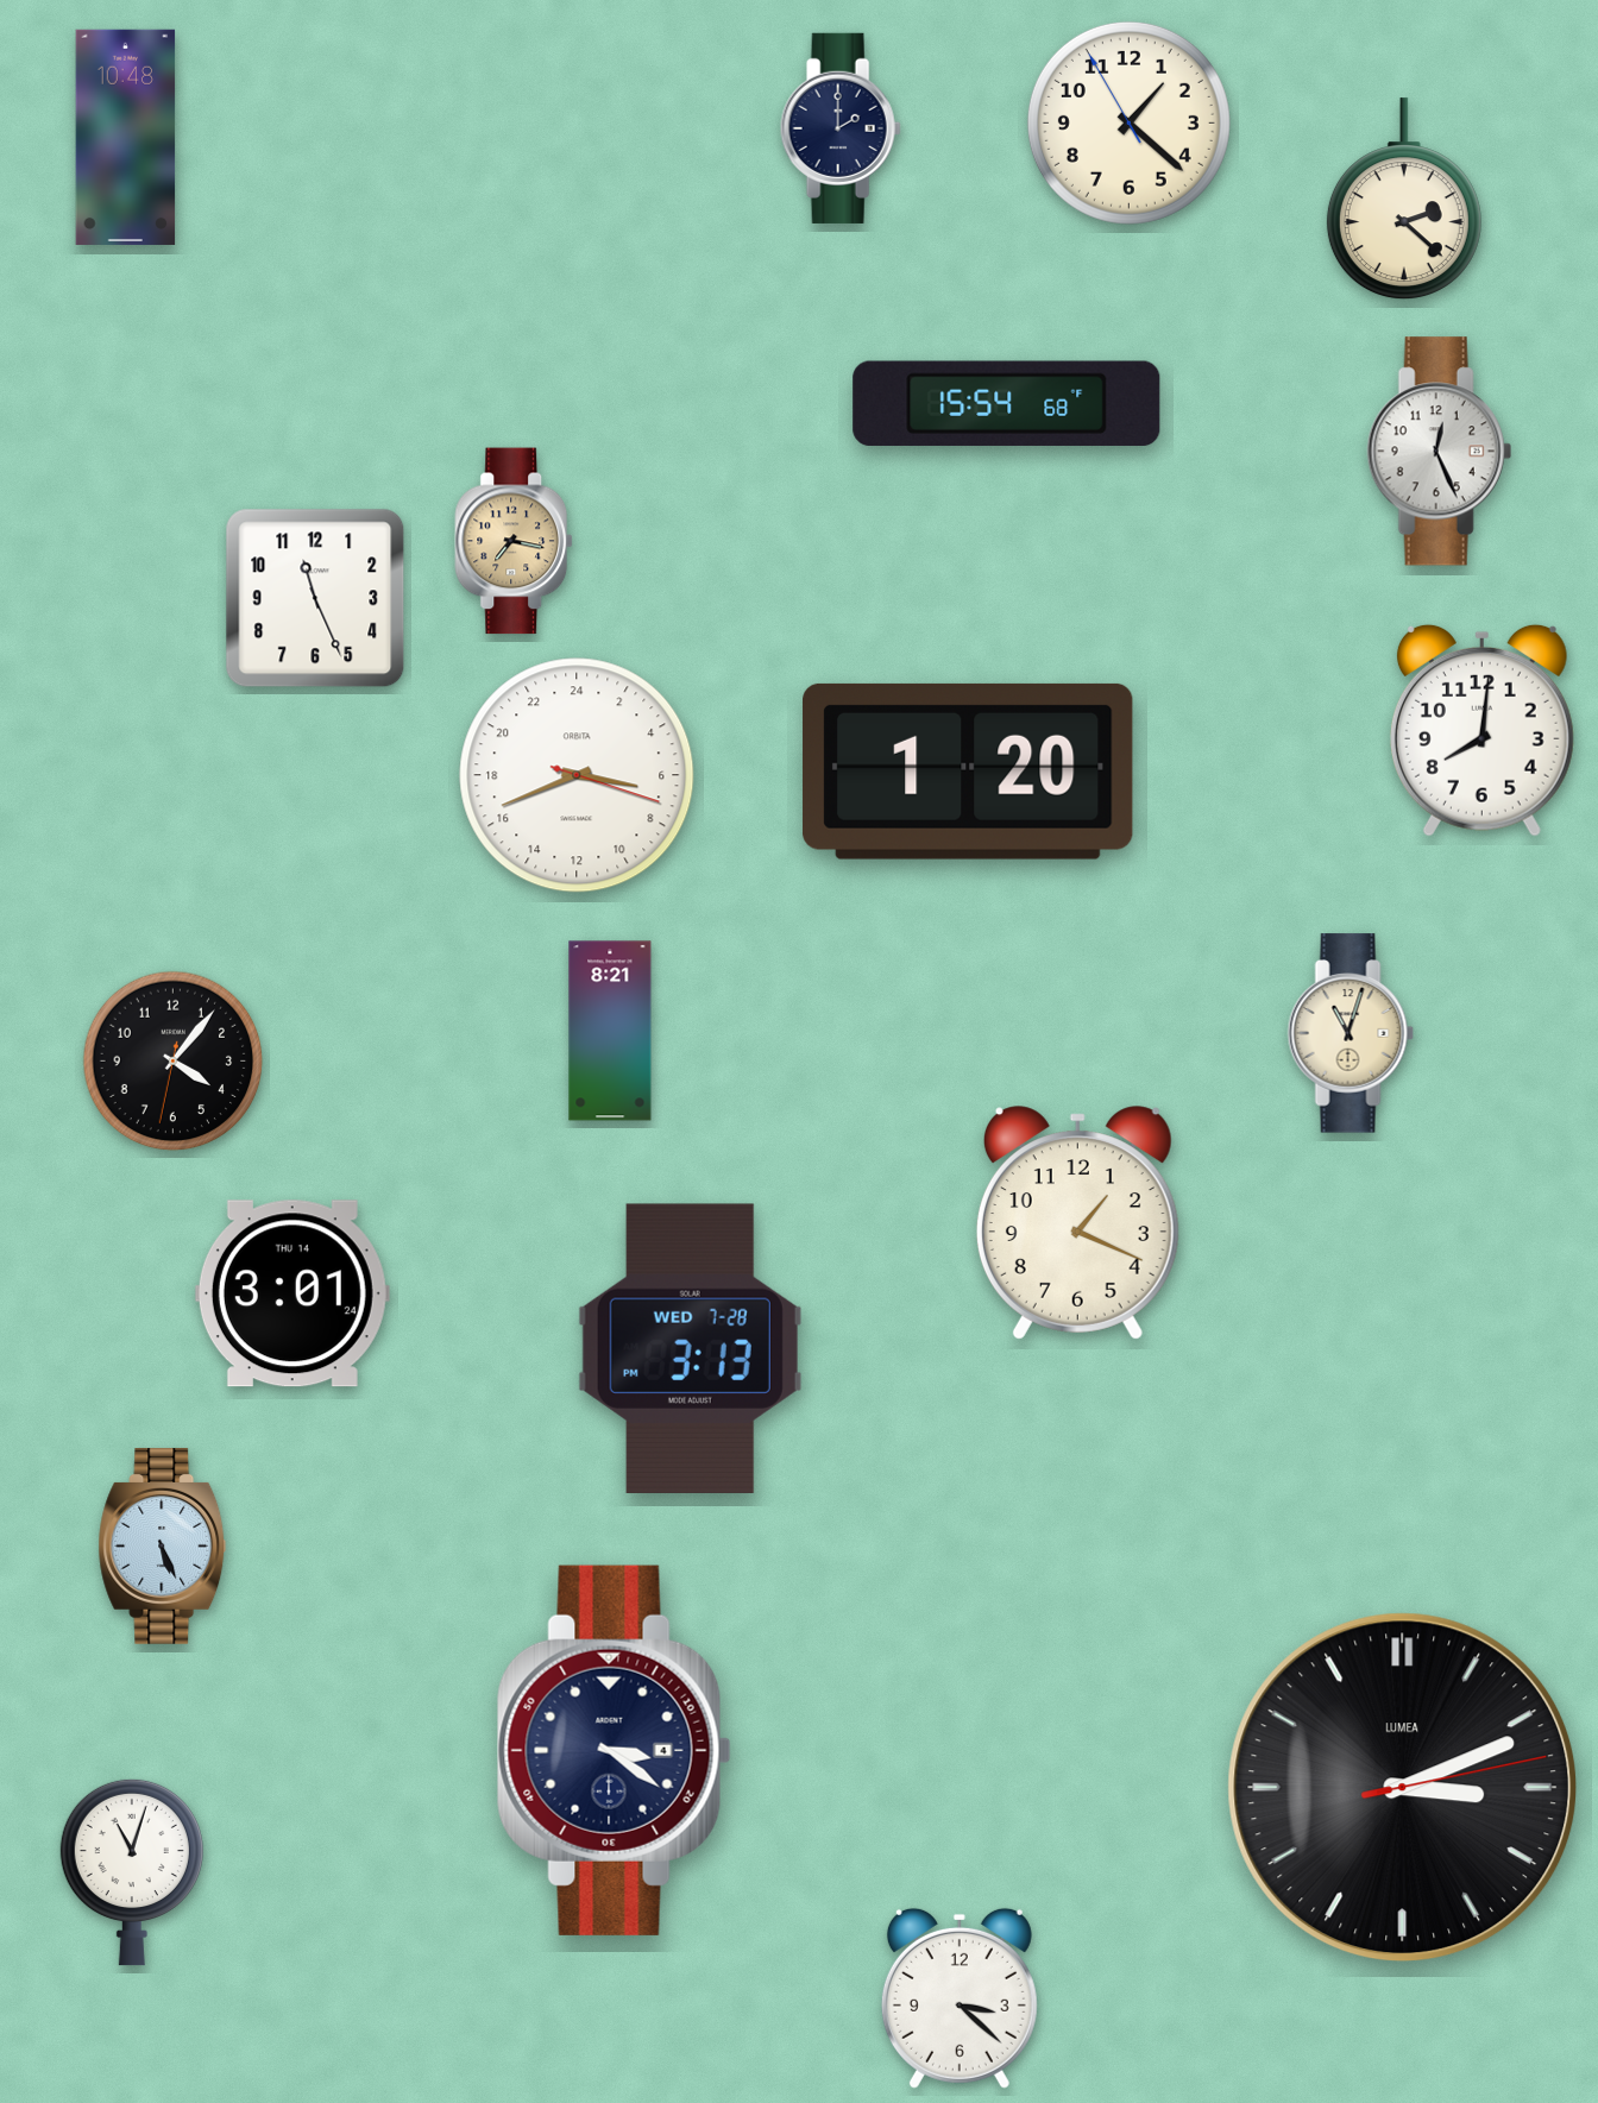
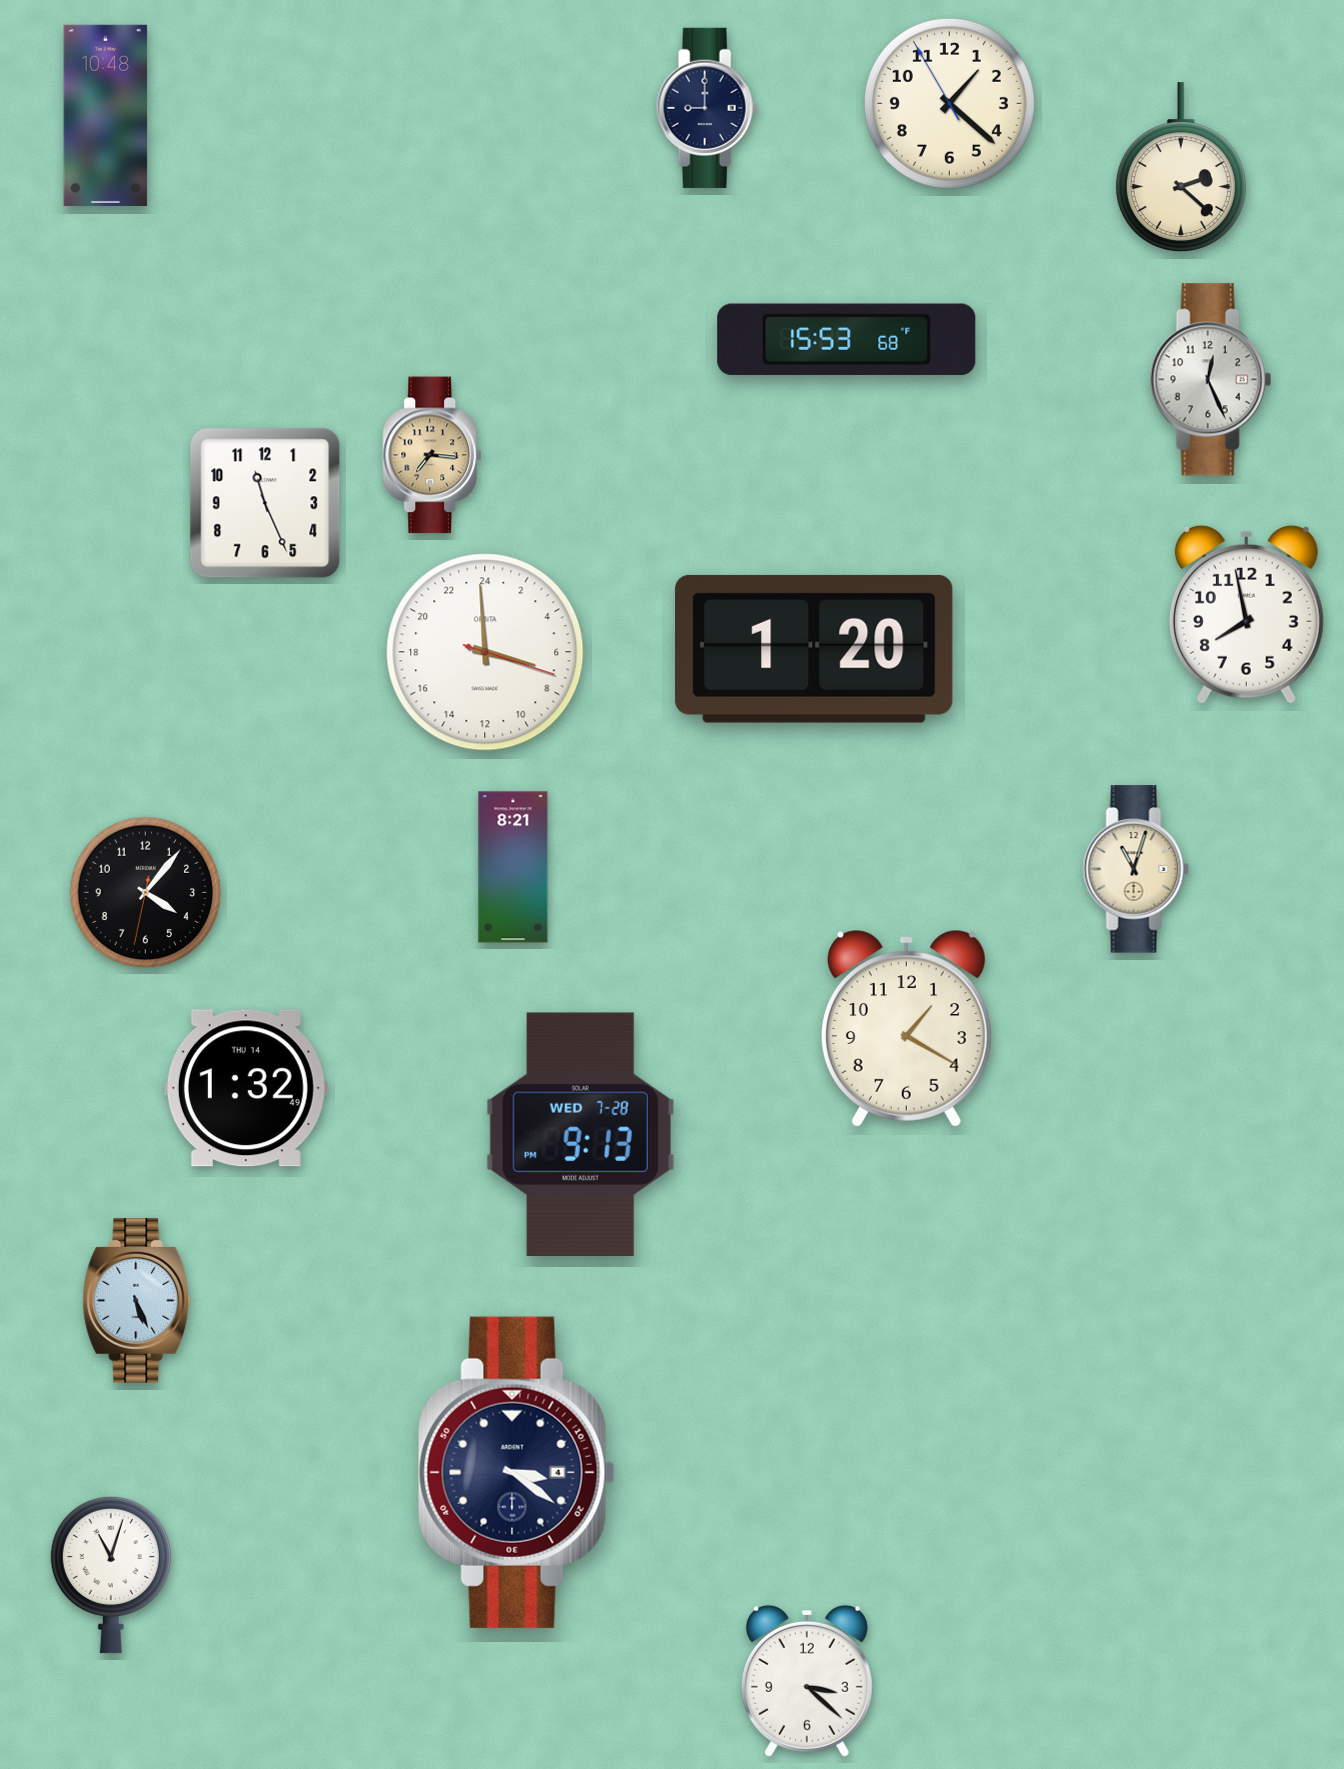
clock at (841, 128): 2:00 -> 9:00
clock at (1007, 403): 15:54 -> 15:53
clock at (515, 541): 7:17 -> 7:16
clock at (1481, 730): 8:01 -> 7:58
clock at (577, 775): 6:41 -> 6:59
clock at (1077, 1223): 1:19 -> 1:20
clock at (292, 1293): 3:01 -> 1:32
clock at (690, 1348): 3:13 -> 9:13
clock at (1403, 1788): 3:11 -> none
